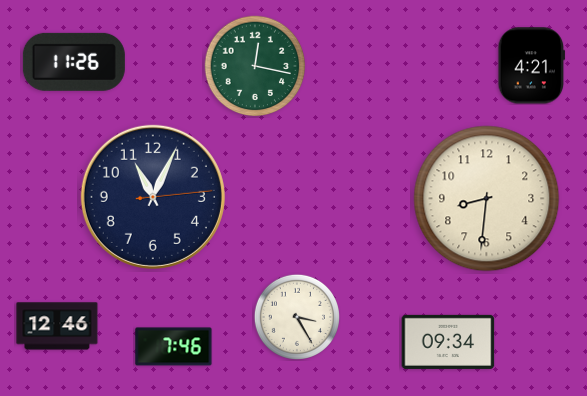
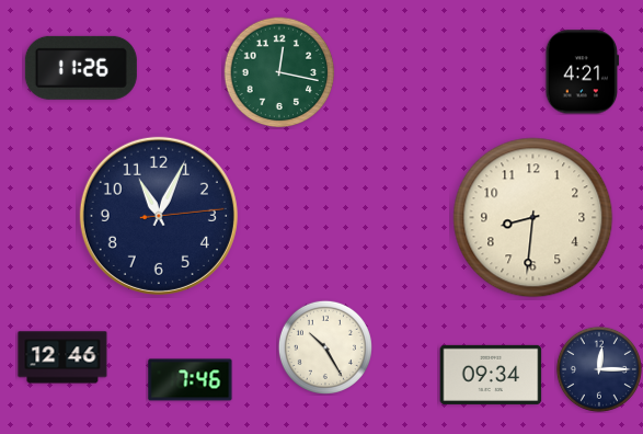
clock at (153, 197) position: (153, 197) -> (159, 216)
clock at (297, 317): 3:25 -> 10:25
clock at (599, 369): none -> 12:15
